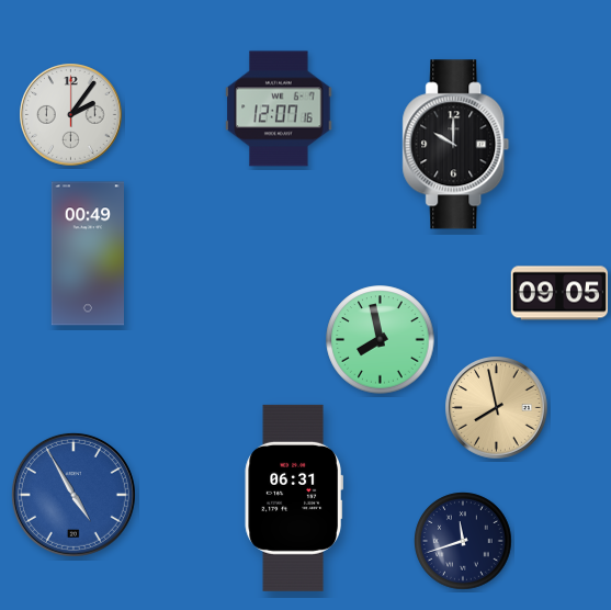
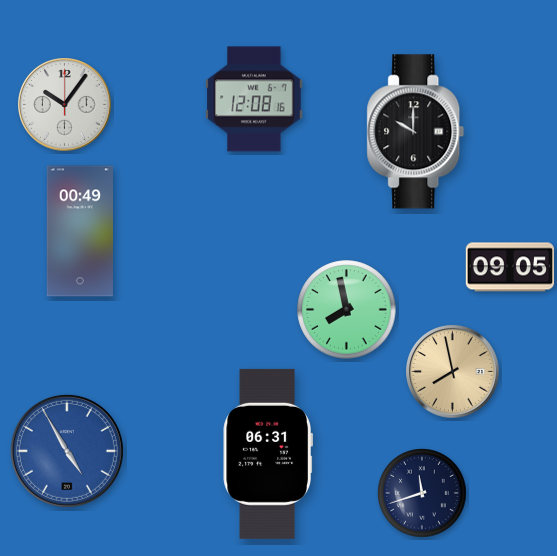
clock at (279, 109): 12:07 -> 12:08
clock at (71, 115): 2:06 -> 10:06
